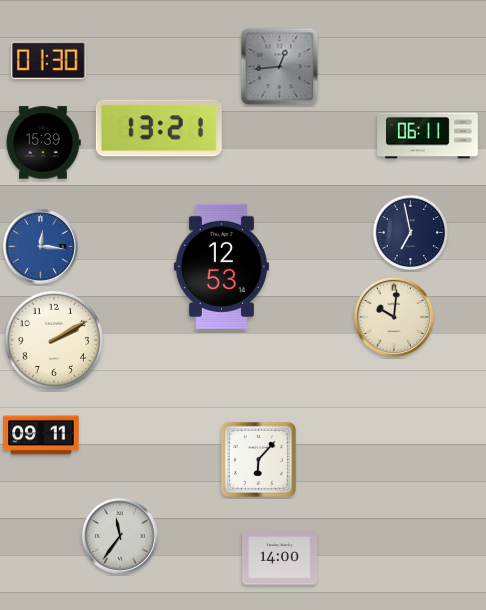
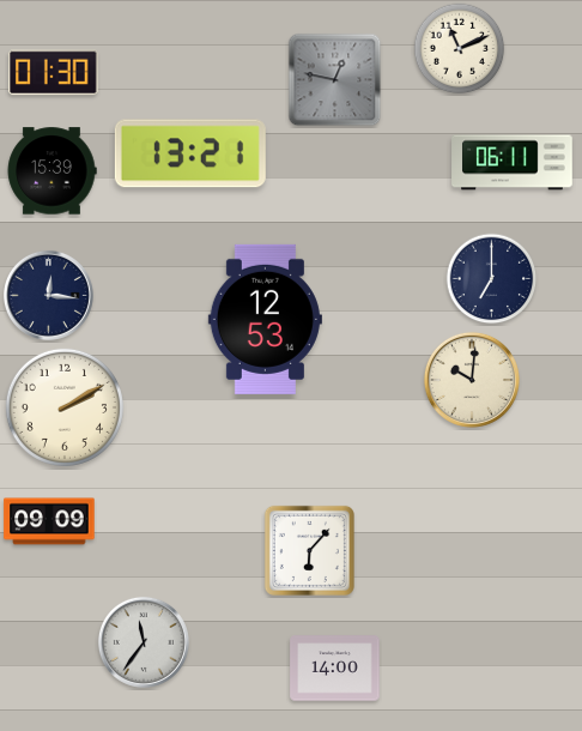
clock at (460, 49): none -> 11:11
clock at (49, 61) position: (49, 61) -> (54, 73)
clock at (280, 67): 12:44 -> 12:47
clock at (411, 233): 6:58 -> 7:00
clock at (40, 246) dial: blue -> navy
clock at (41, 435): 09:11 -> 09:09
